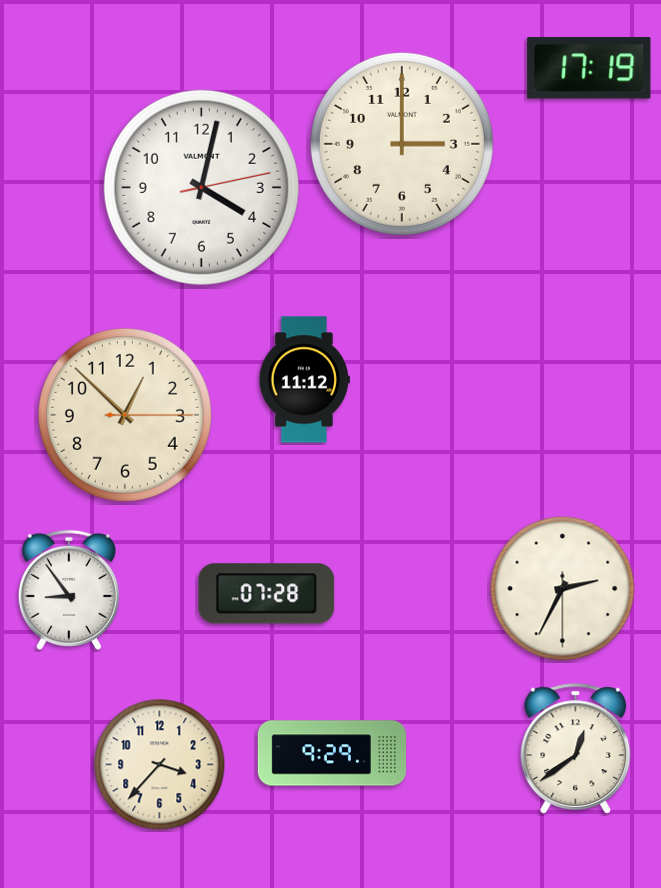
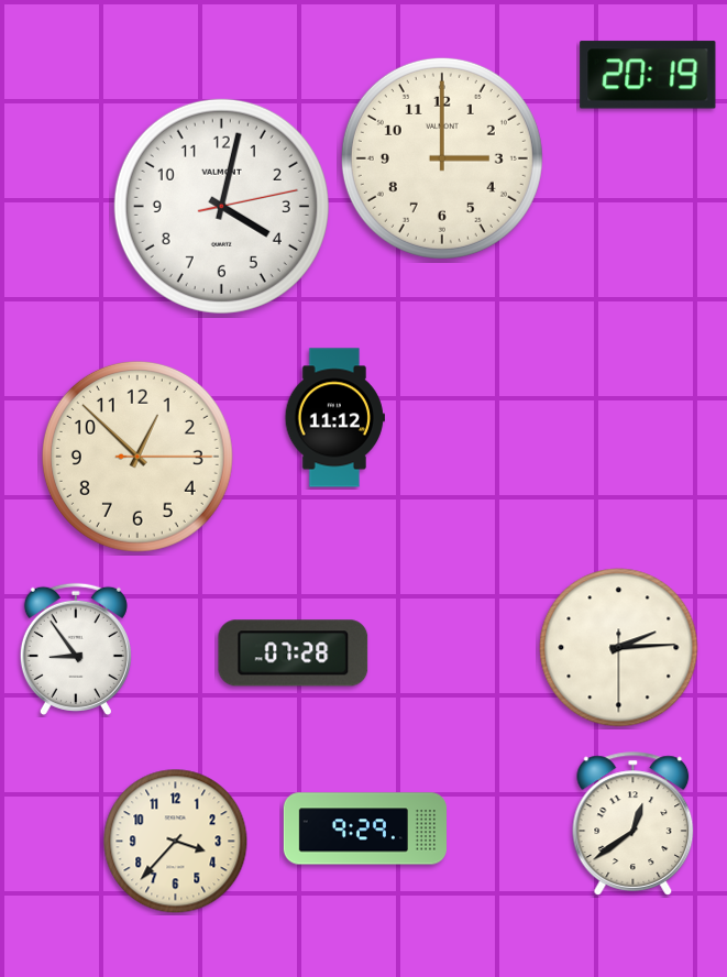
clock at (589, 68): 17:19 -> 20:19
clock at (563, 589): 2:34 -> 2:14
